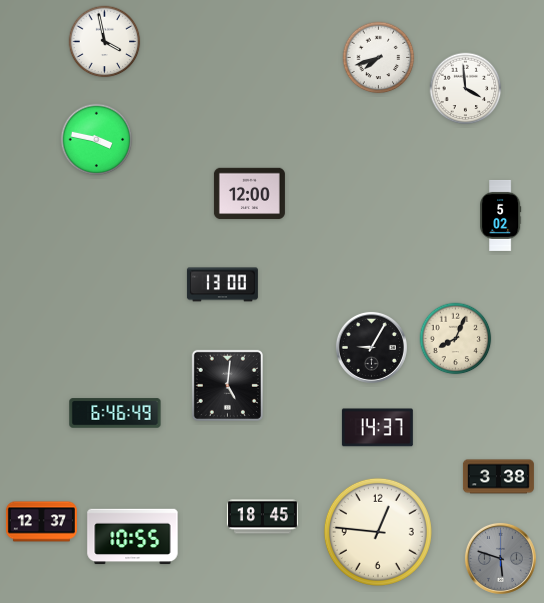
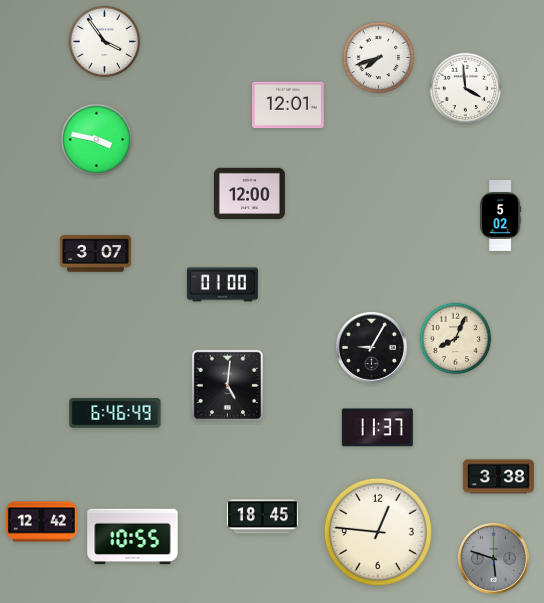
clock at (105, 42): 3:58 -> 3:54
clock at (289, 105): none -> 12:01
clock at (95, 254): none -> 3:07
clock at (222, 285): 13:00 -> 01:00
clock at (377, 428): 14:37 -> 11:37
clock at (41, 522): 12:37 -> 12:42
clock at (500, 558) position: (500, 558) -> (493, 558)
